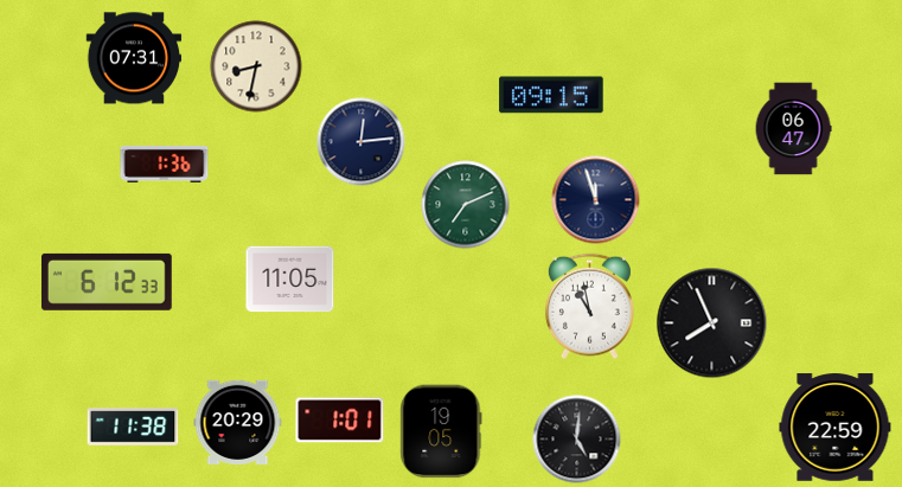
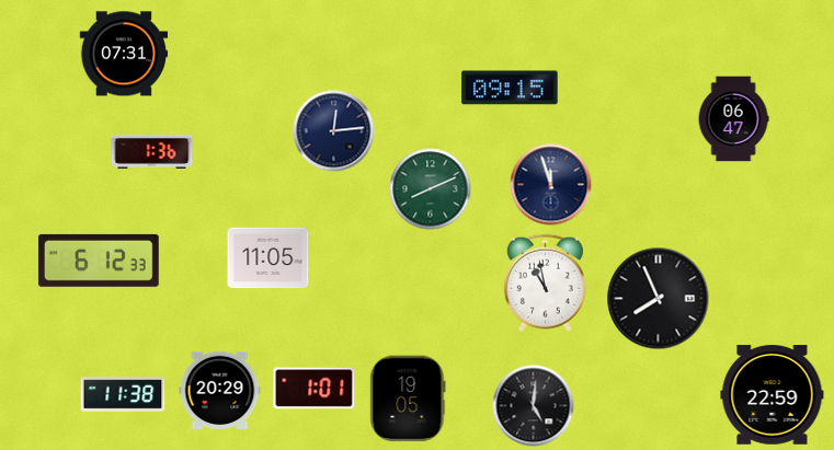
clock at (256, 66): 8:32 -> none
clock at (466, 205): 7:11 -> 8:11
